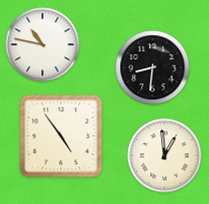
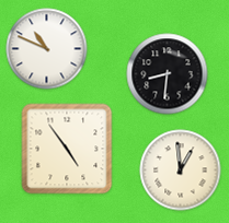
clock at (43, 45): 10:47 -> 10:49
